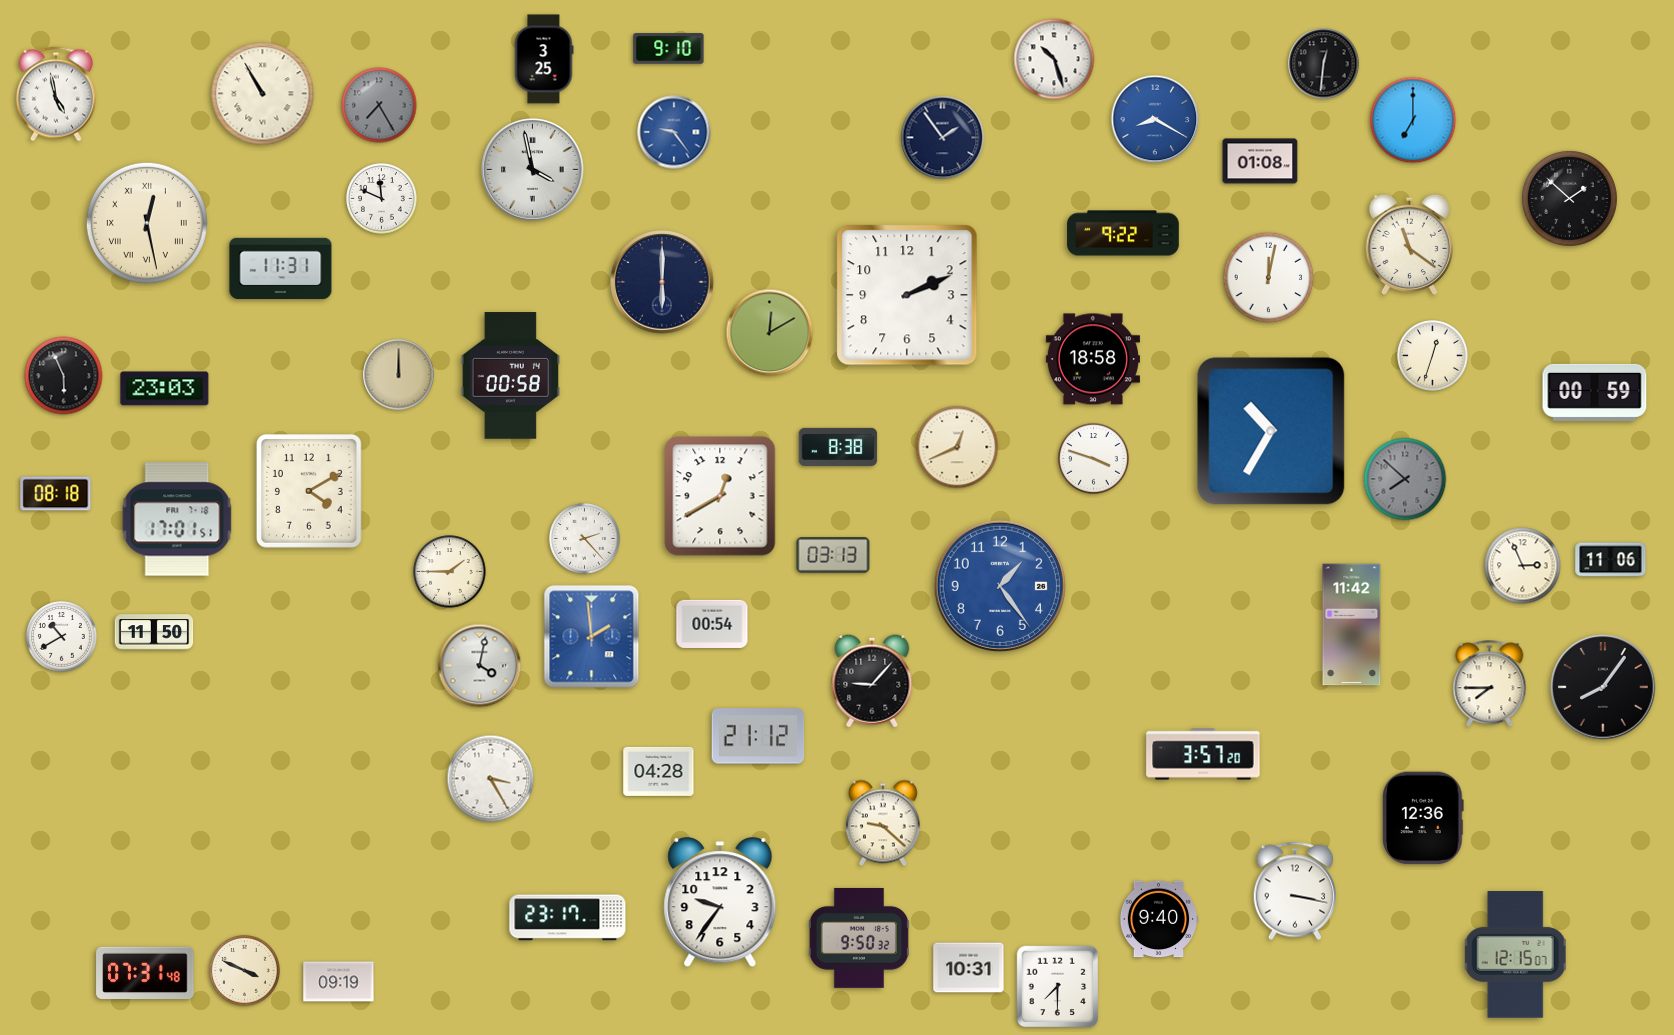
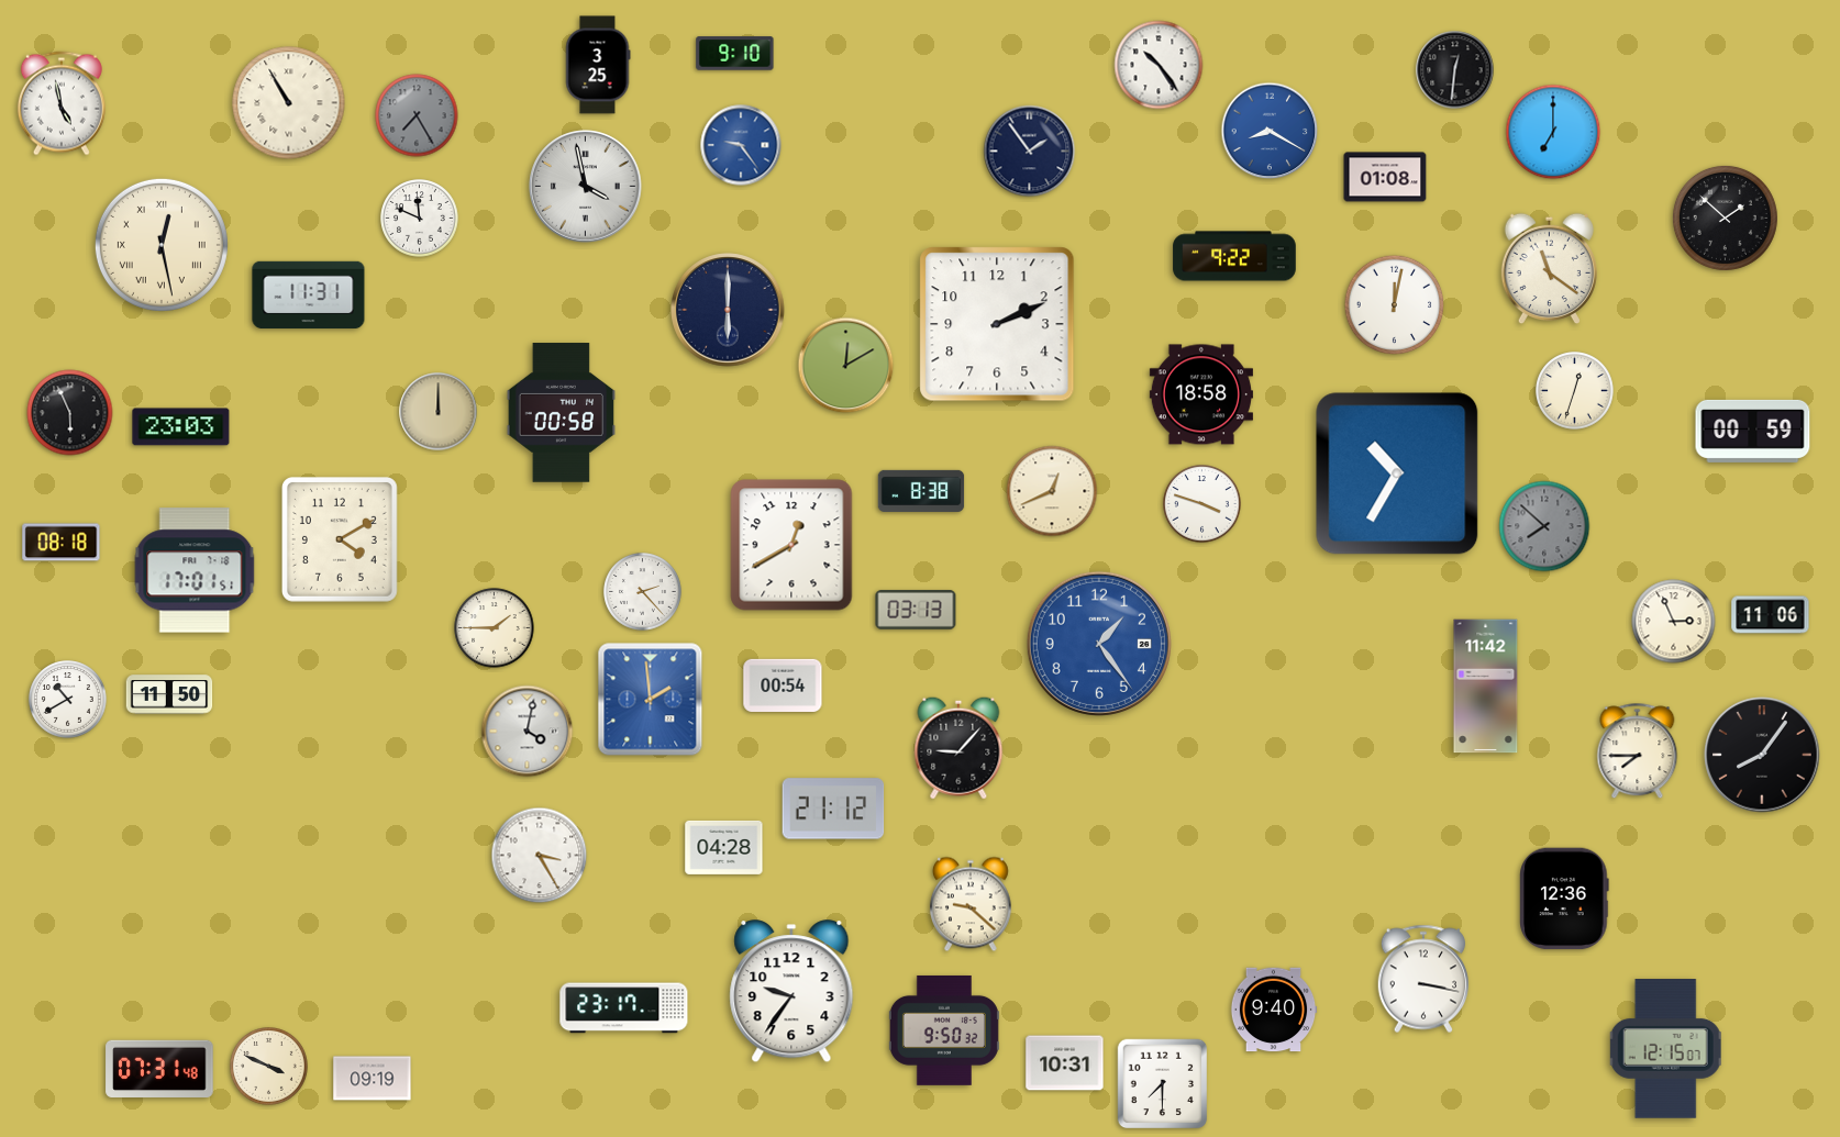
clock at (1054, 59): 10:27 -> 10:24
clock at (943, 138) position: (943, 138) -> (1030, 152)
clock at (1203, 754): 3:57 -> none
